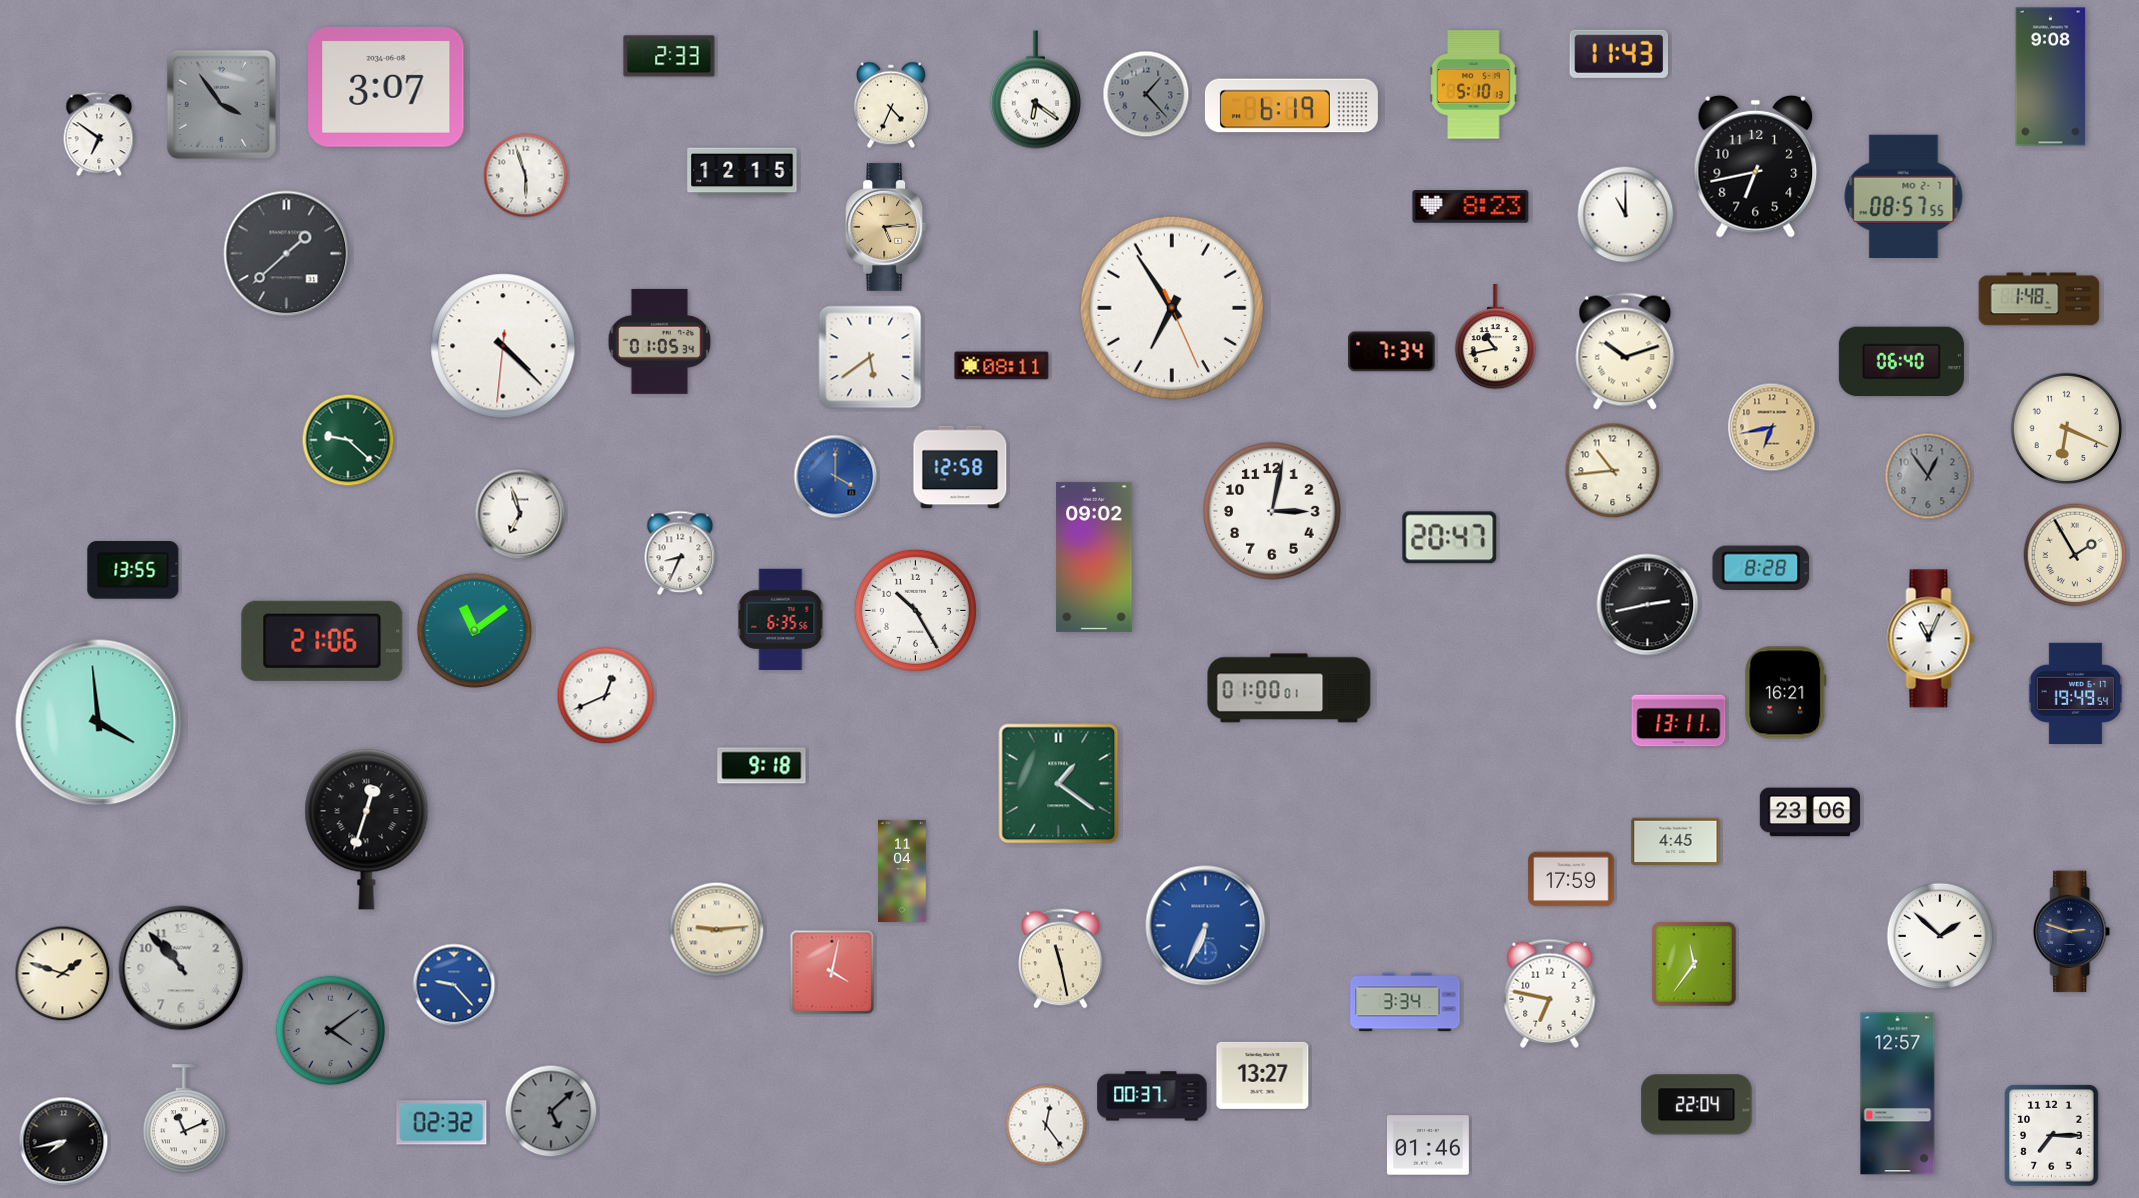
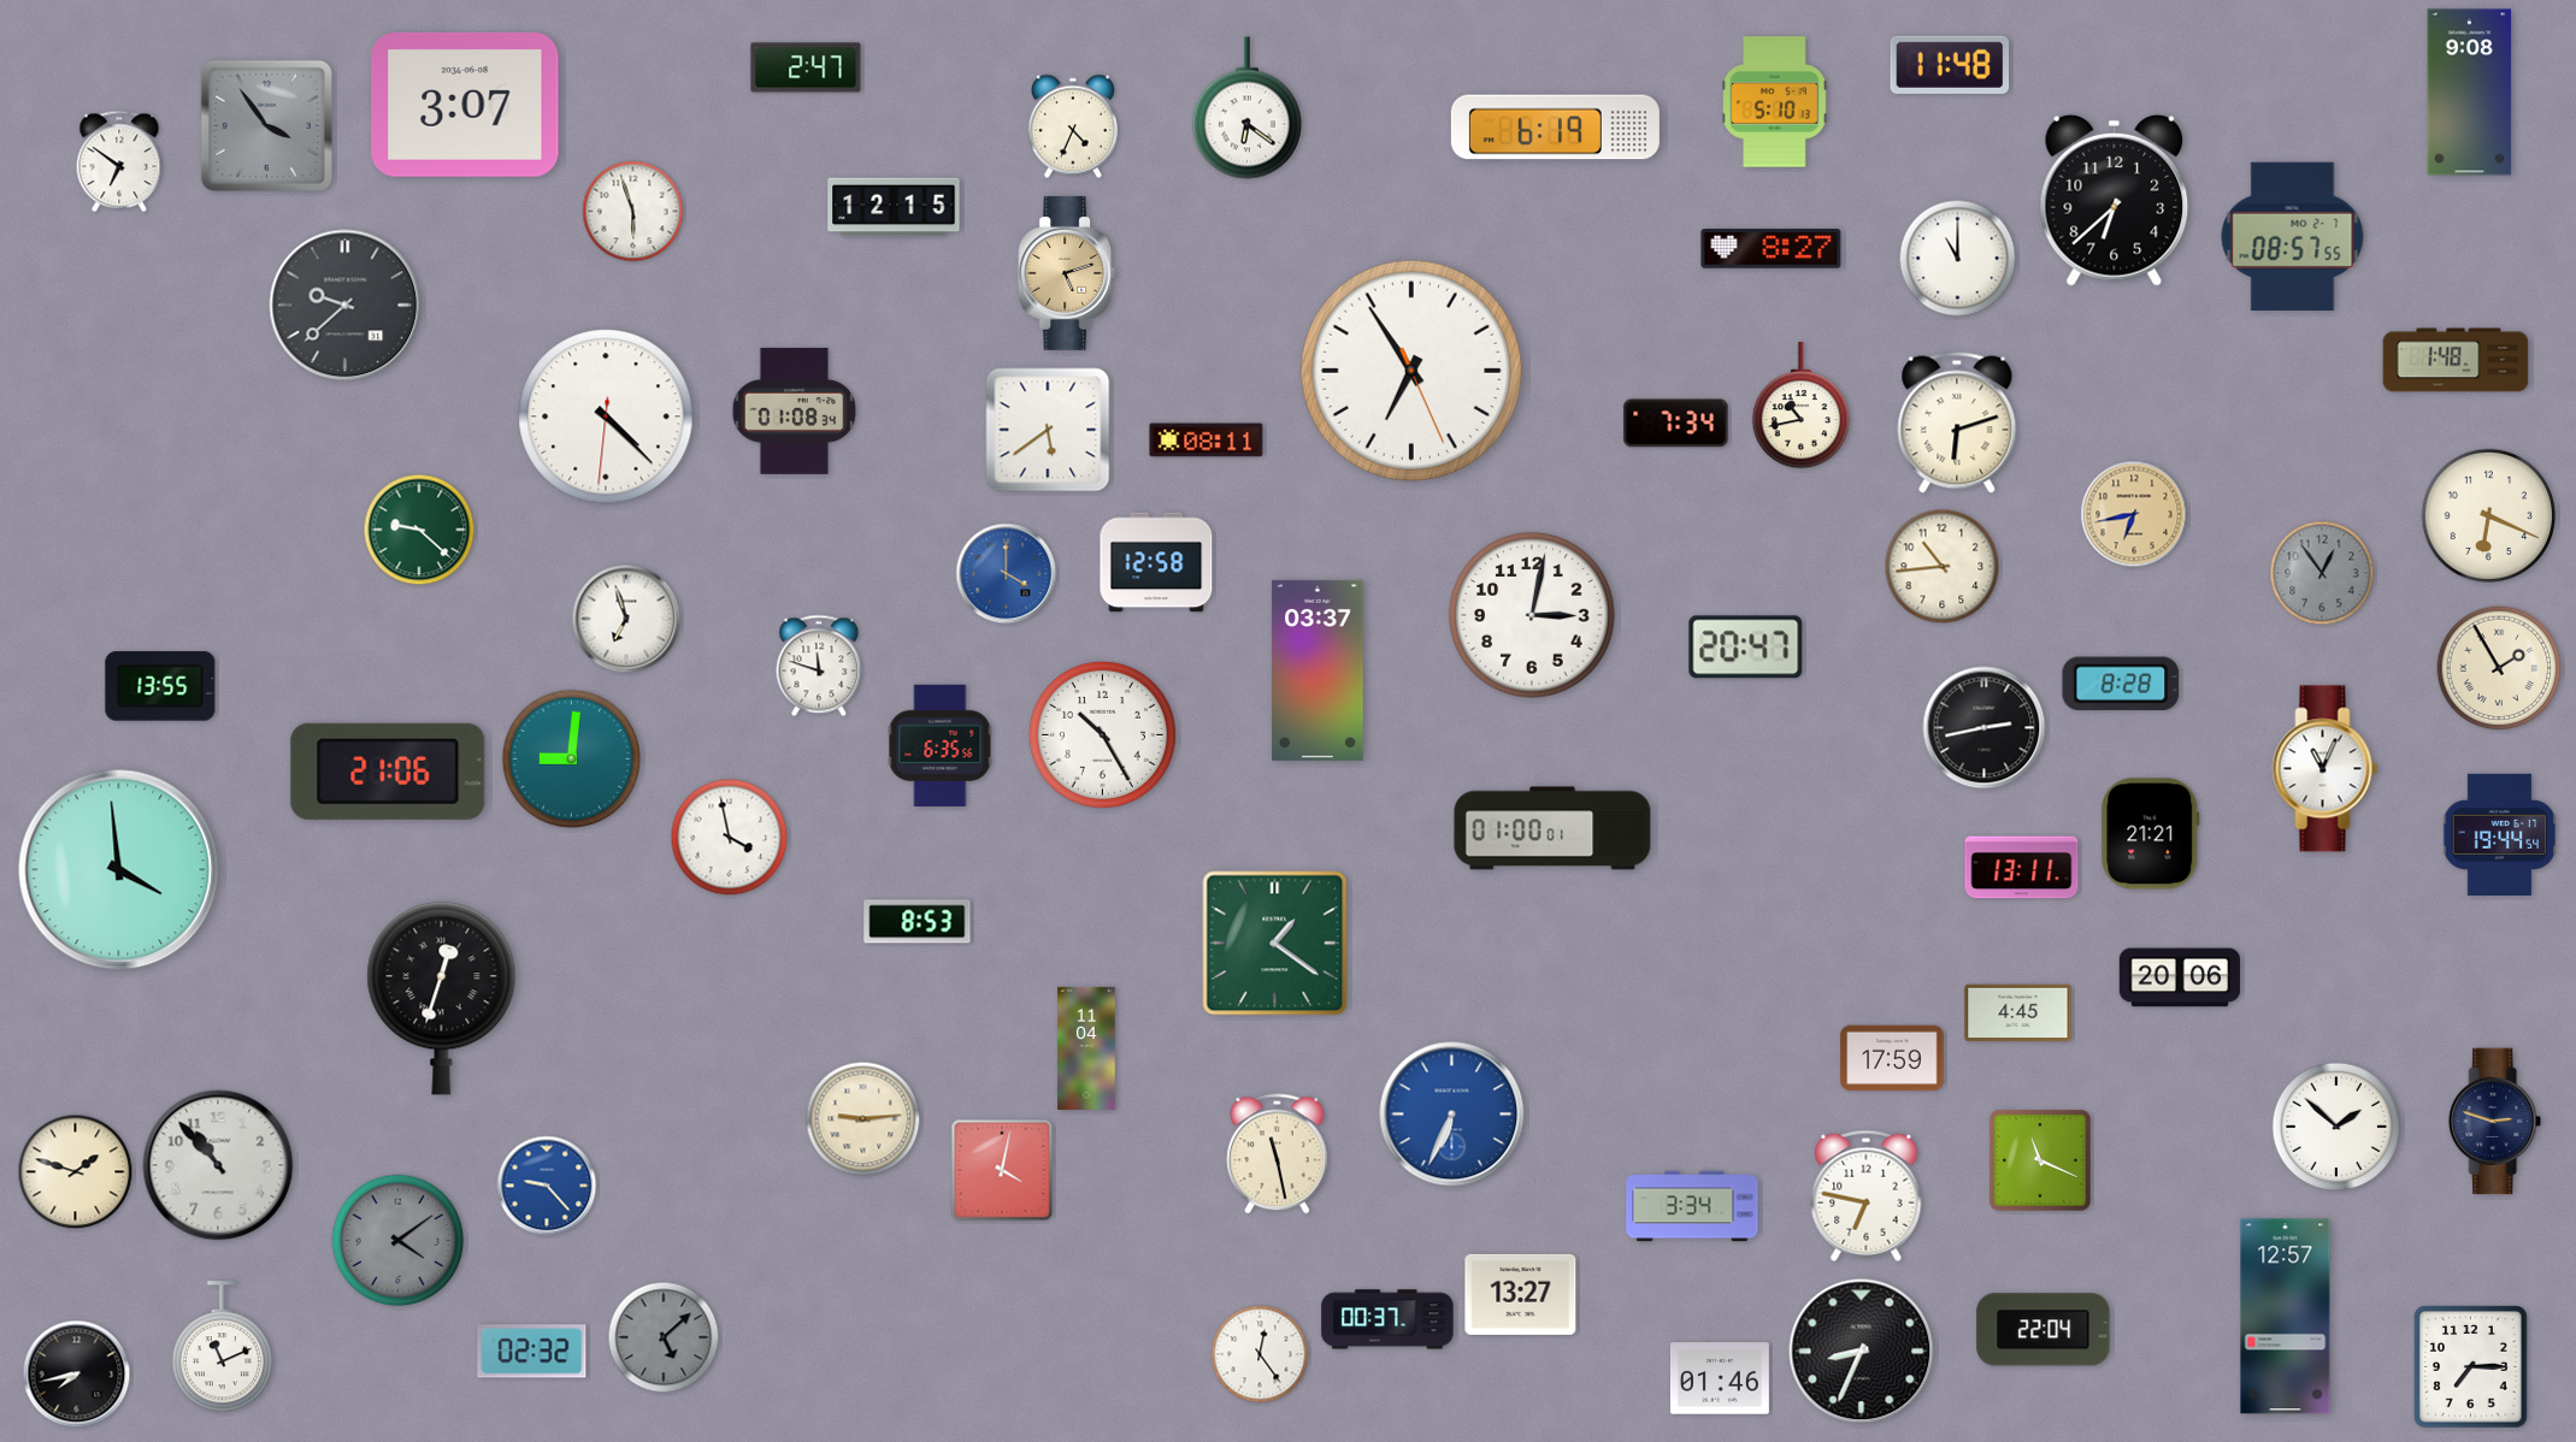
clock at (1619, 54): 11:43 -> 11:48
clock at (669, 56): 2:33 -> 2:47
clock at (1146, 94): 1:23 -> none
clock at (1756, 166): 6:43 -> 6:38
clock at (1471, 207): 8:23 -> 8:27
clock at (886, 227): 5:14 -> 5:12
clock at (287, 254): 1:38 -> 9:38
clock at (660, 341): 01:05 -> 01:08
clock at (1625, 351): 10:12 -> 6:12
clock at (1901, 362): 06:40 -> none
clock at (680, 553): 8:34 -> 11:48
clock at (1094, 557): 09:02 -> 03:37
clock at (474, 630): 11:09 -> 9:01
clock at (1786, 693): 16:21 -> 21:21
clock at (2076, 693): 19:49 -> 19:44
clock at (606, 696): 12:41 -> 3:58
clock at (762, 766): 9:18 -> 8:53
clock at (1810, 812): 23:06 -> 20:06
clock at (1694, 964): 11:36 -> 11:19
clock at (1862, 1352): none -> 8:34
